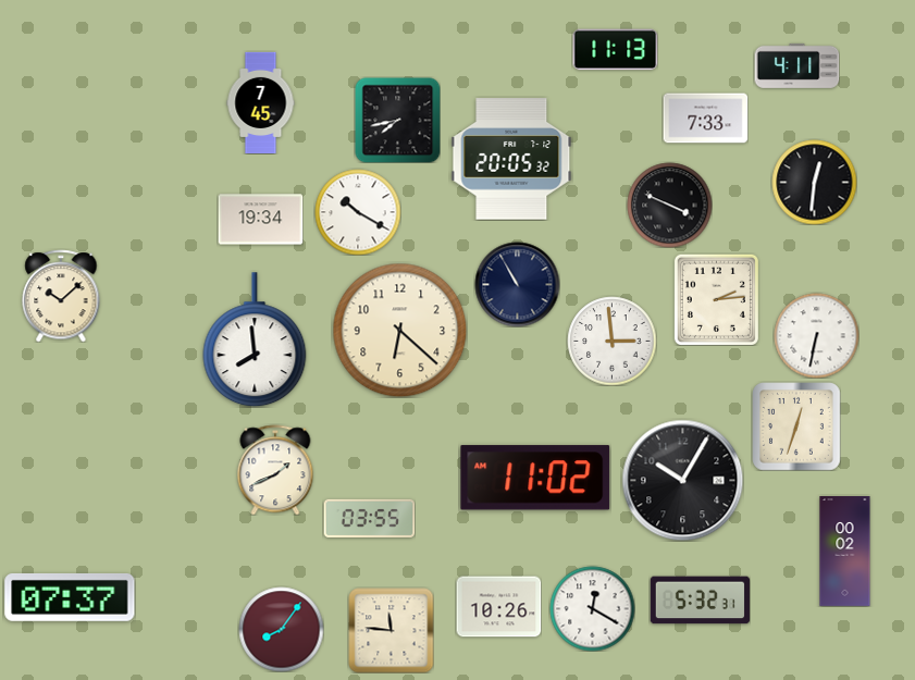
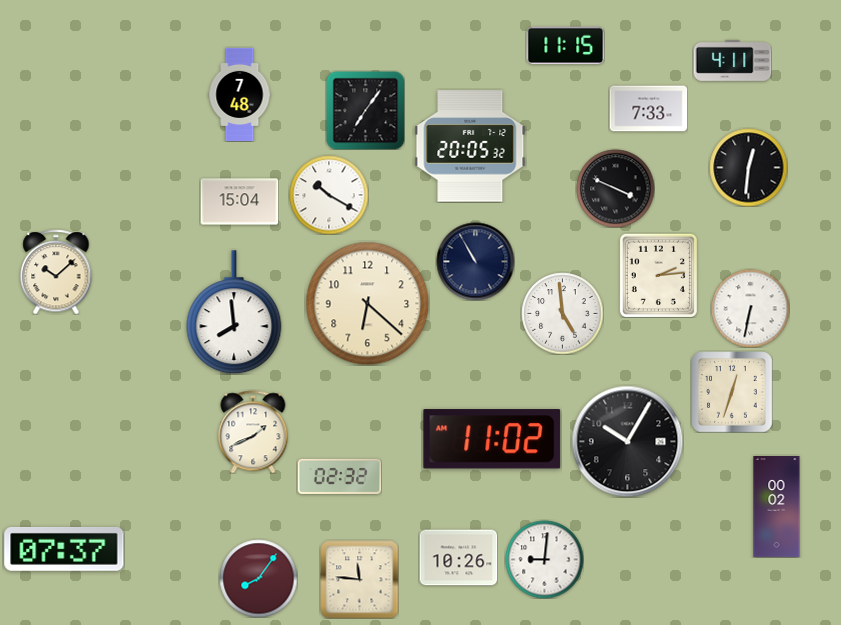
clock at (615, 50): 11:13 -> 11:15
clock at (261, 102): 7:45 -> 7:48
clock at (397, 120): 7:43 -> 7:06
clock at (260, 220): 19:34 -> 15:04
clock at (611, 341): 2:59 -> 4:59
clock at (369, 518): 03:55 -> 02:32
clock at (700, 601): 5:32 -> none
clock at (592, 608): 12:20 -> 9:01
